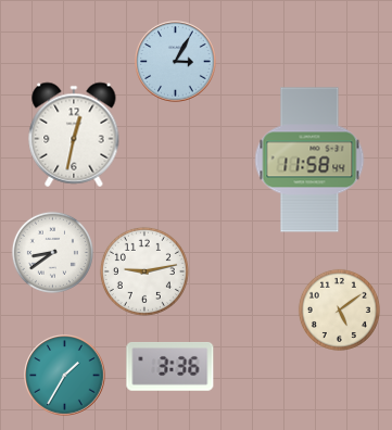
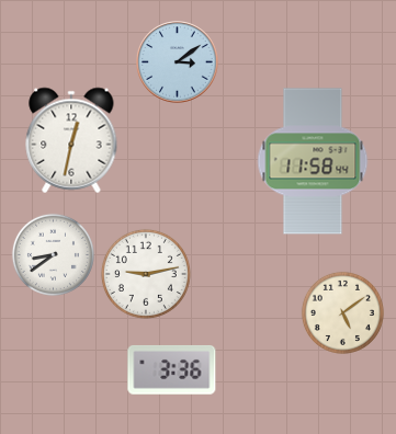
clock at (176, 62): 3:05 -> 3:09
clock at (74, 135) position: (74, 135) -> (71, 140)
clock at (65, 376): 1:35 -> none
